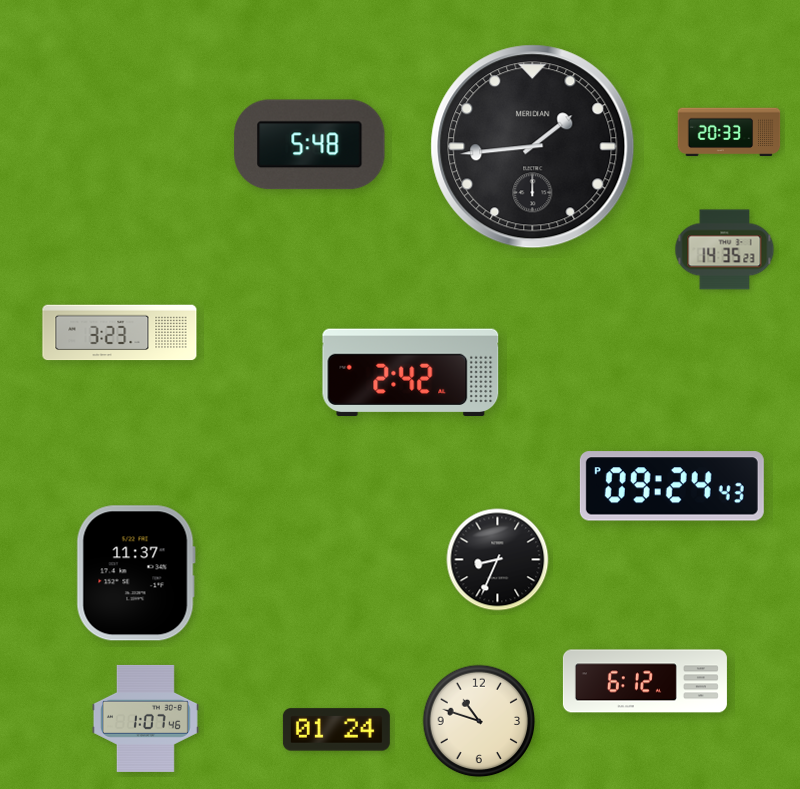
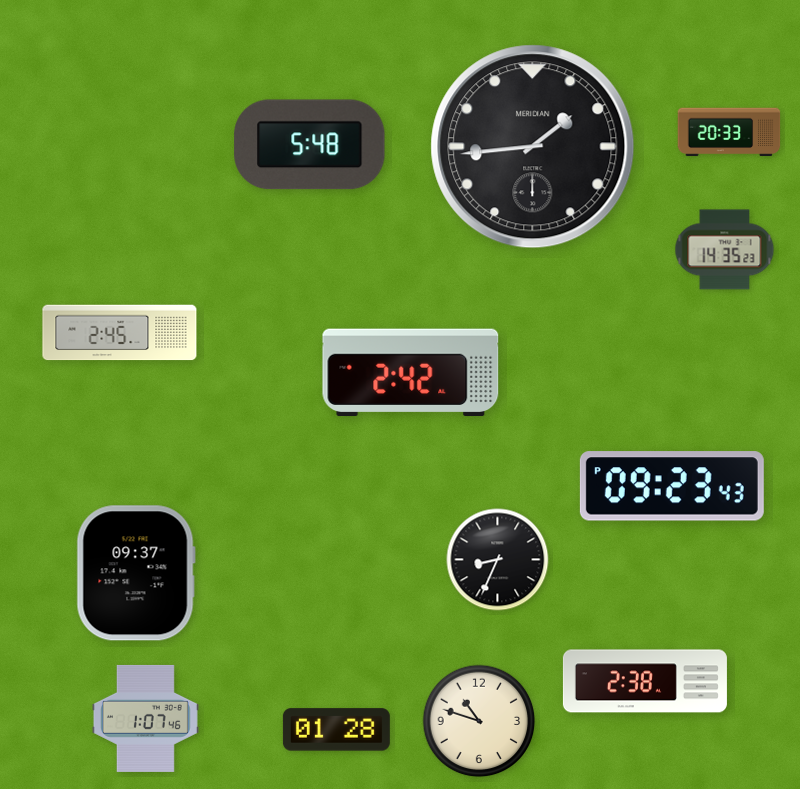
clock at (120, 333): 3:23 -> 2:45
clock at (672, 486): 09:24 -> 09:23
clock at (136, 573): 11:37 -> 09:37
clock at (645, 681): 6:12 -> 2:38
clock at (336, 730): 01:24 -> 01:28
